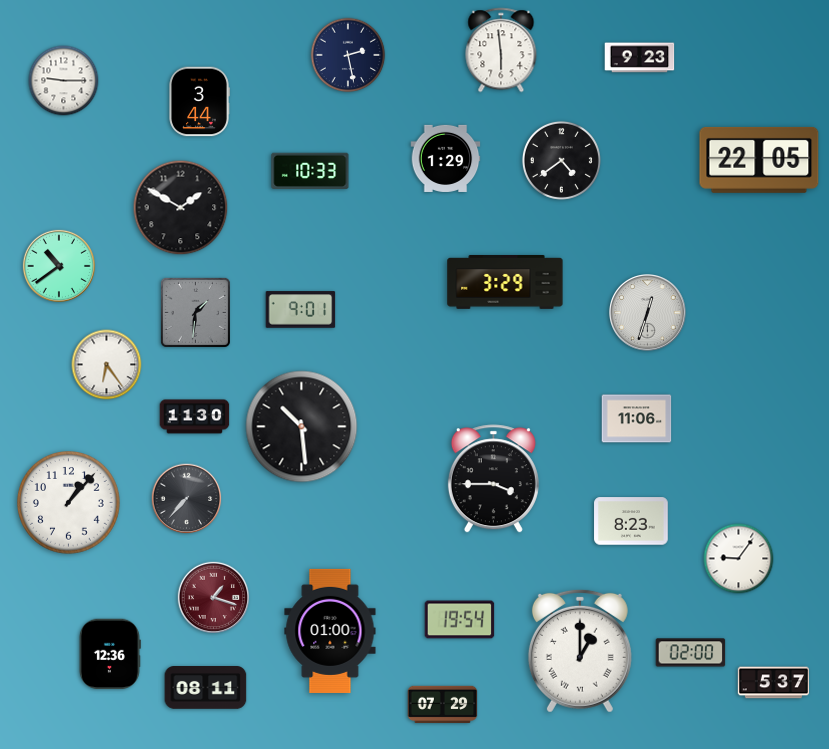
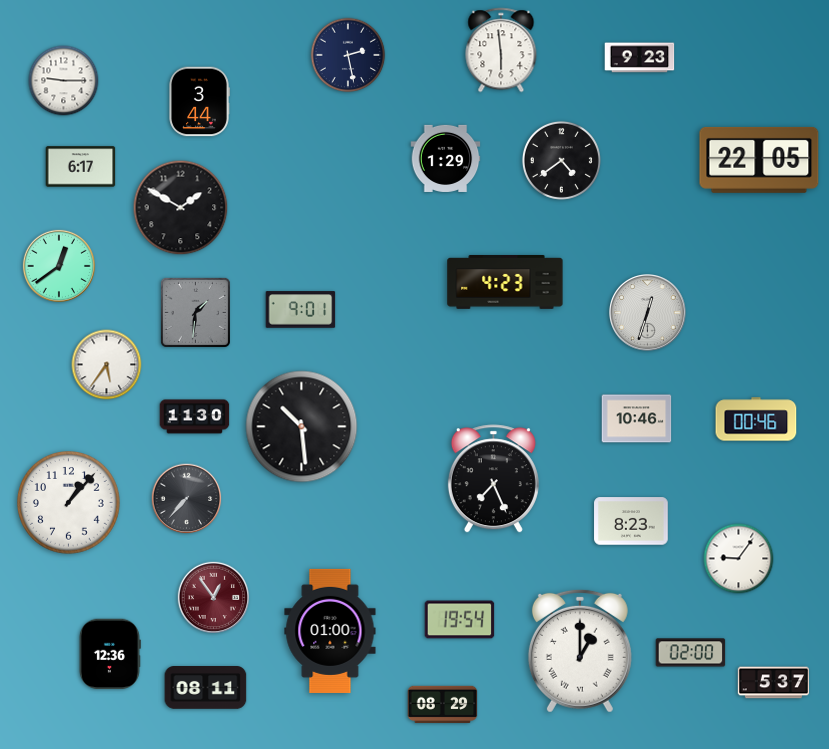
clock at (81, 167): none -> 6:17
clock at (310, 170): 10:33 -> none
clock at (59, 266): 10:39 -> 12:39
clock at (505, 282): 3:29 -> 4:23
clock at (107, 365): 6:24 -> 5:36
clock at (637, 419): 11:06 -> 10:46
clock at (756, 419): none -> 00:46
clock at (493, 479): 3:45 -> 7:26
clock at (213, 597): 1:18 -> 12:54
clock at (443, 704): 07:29 -> 08:29
